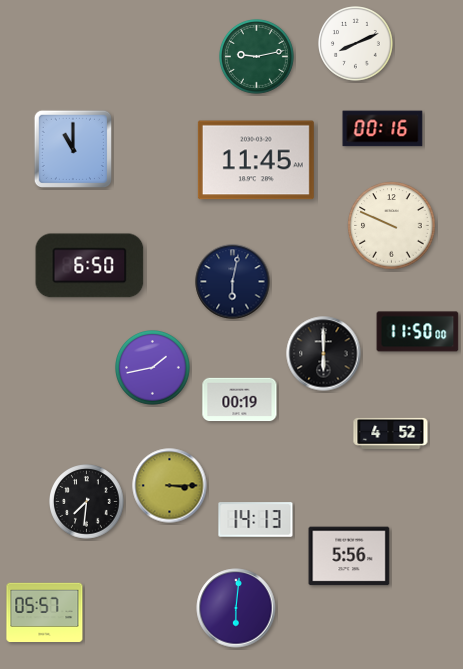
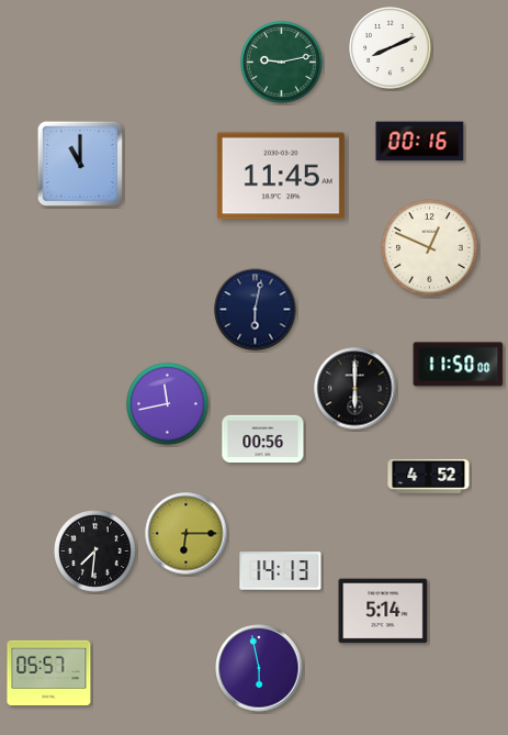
clock at (392, 226): 9:49 -> 12:49
clock at (90, 266): 6:50 -> none
clock at (153, 368): 1:43 -> 11:43
clock at (240, 400): 00:19 -> 00:56
clock at (170, 486): 3:15 -> 6:15
clock at (349, 556): 5:56 -> 5:14
clock at (236, 608): 6:01 -> 5:58
